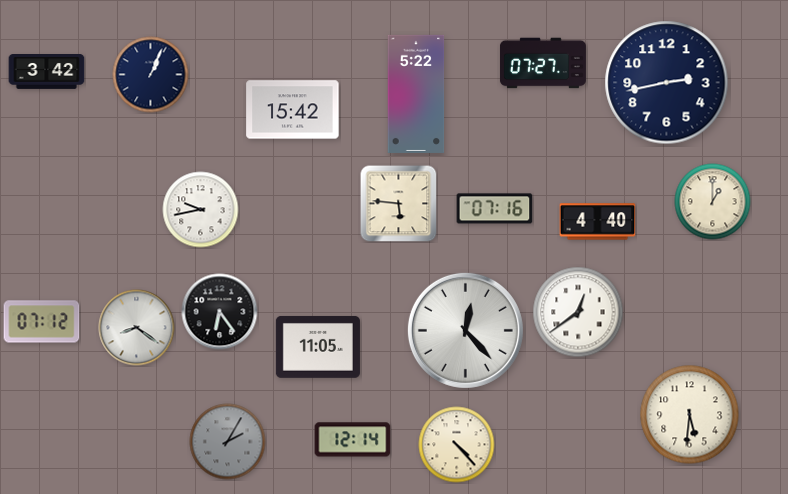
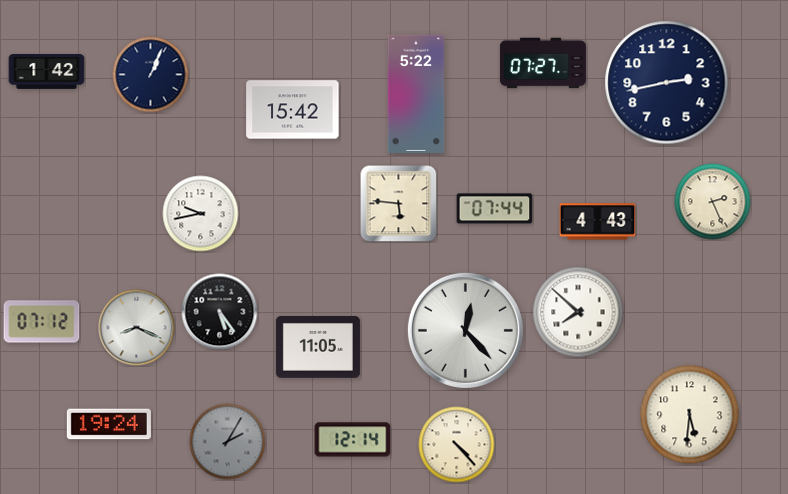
clock at (47, 72): 3:42 -> 1:42
clock at (713, 202): 1:00 -> 2:26
clock at (495, 209): 07:16 -> 07:44
clock at (201, 210) position: (201, 210) -> (201, 214)
clock at (598, 222): 4:40 -> 4:43
clock at (220, 312): 6:24 -> 5:24
clock at (578, 312): 12:39 -> 7:52
clock at (137, 328): 8:21 -> 8:19
clock at (109, 424): none -> 19:24
